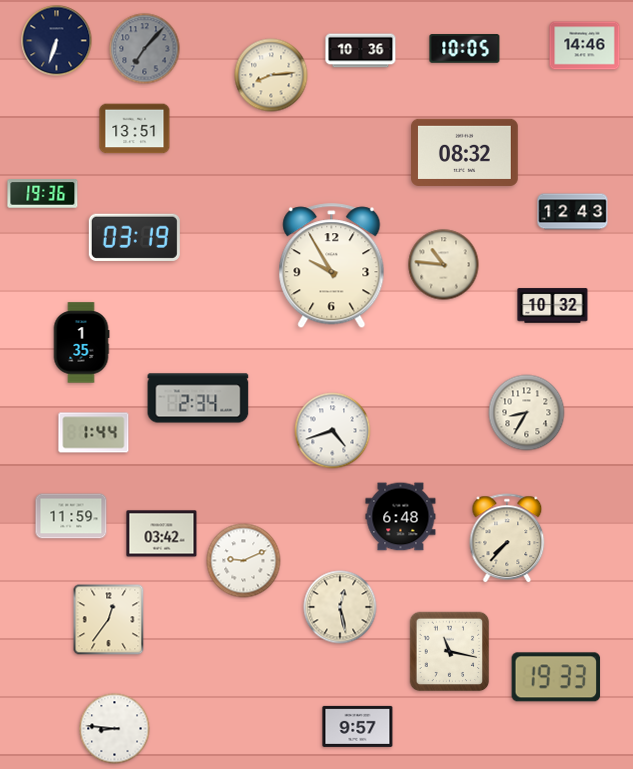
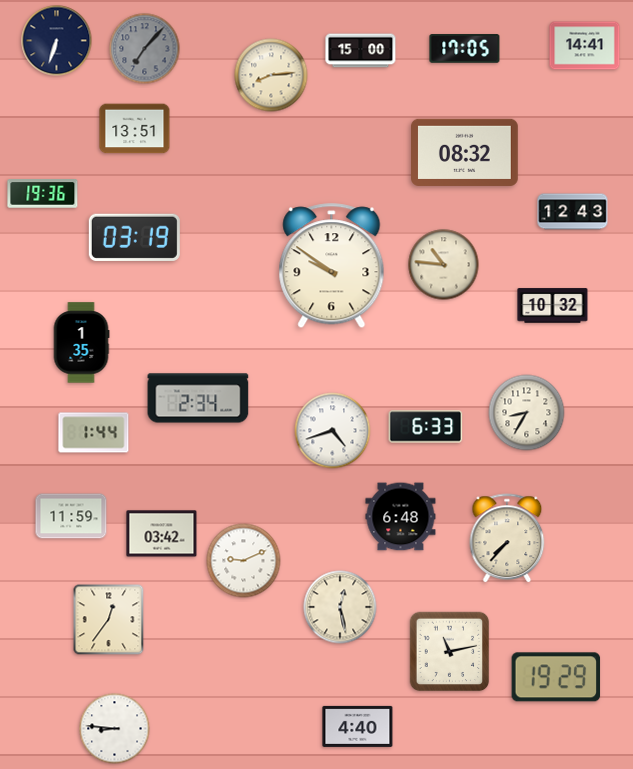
clock at (585, 46): 14:46 -> 14:41
clock at (465, 49): 10:05 -> 17:05
clock at (361, 51): 10:36 -> 15:00
clock at (332, 266): 9:55 -> 9:51
clock at (426, 427): none -> 6:33
clock at (450, 652): 11:17 -> 11:13
clock at (556, 677): 19:33 -> 19:29
clock at (358, 726): 9:57 -> 4:40
